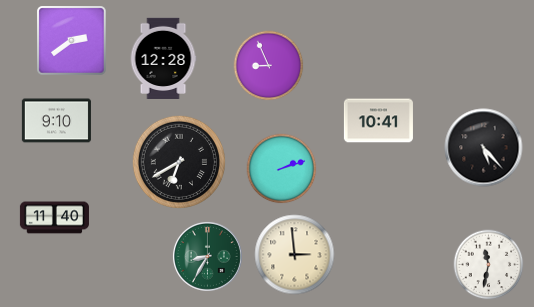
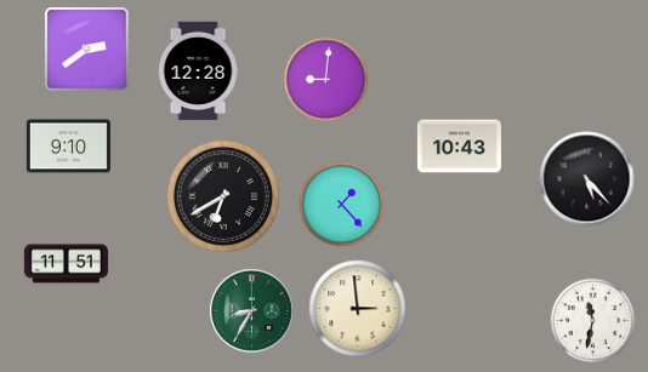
clock at (269, 66): 8:56 -> 9:01
clock at (378, 121): 10:41 -> 10:43
clock at (179, 162) position: (179, 162) -> (223, 196)
clock at (282, 169): 2:12 -> 1:23
clock at (54, 218): 11:40 -> 11:51
